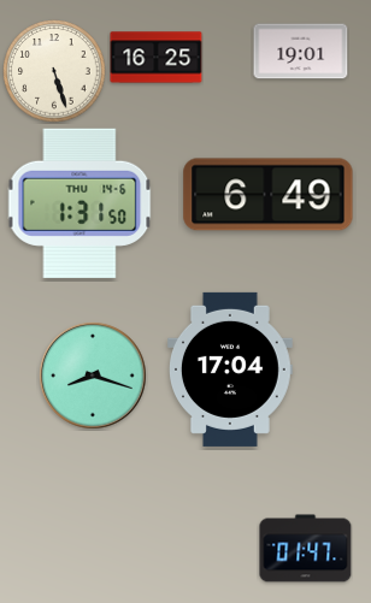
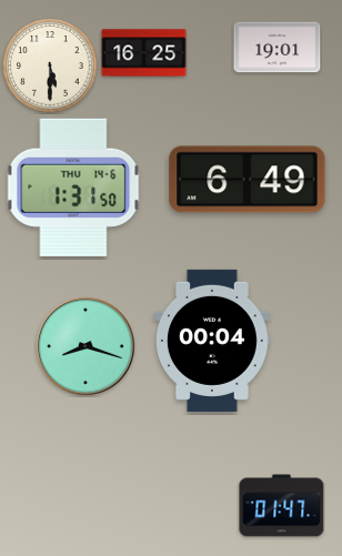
clock at (54, 71): 5:27 -> 5:30
clock at (231, 370): 17:04 -> 00:04
